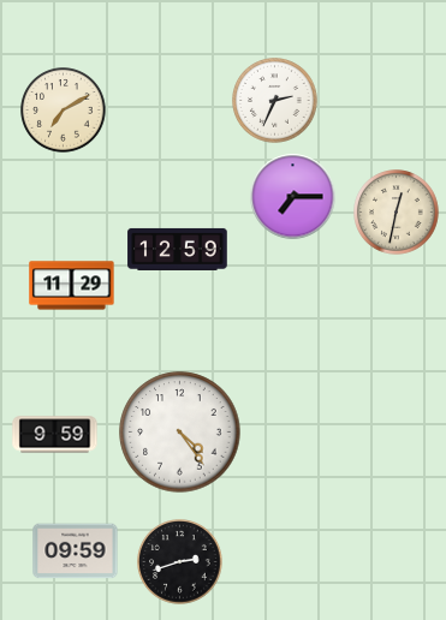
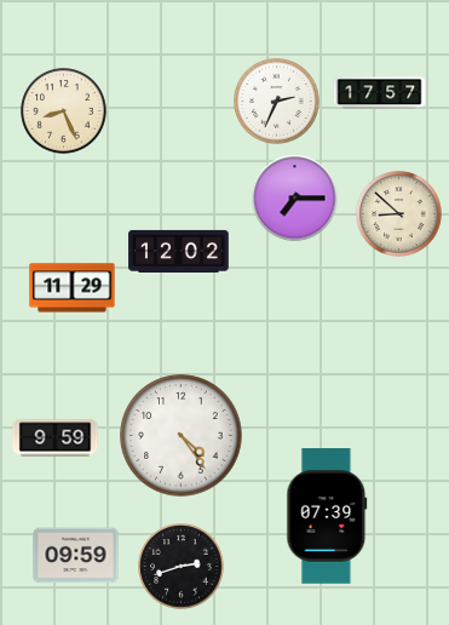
clock at (380, 93): none -> 17:57
clock at (64, 111): 7:10 -> 8:26
clock at (397, 213): 12:32 -> 8:52
clock at (178, 249): 12:59 -> 12:02
clock at (327, 516): none -> 07:39
